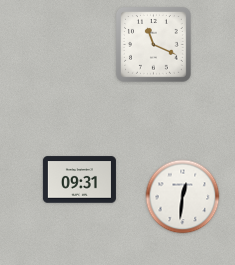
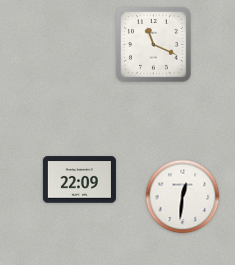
clock at (79, 180): 09:31 -> 22:09
